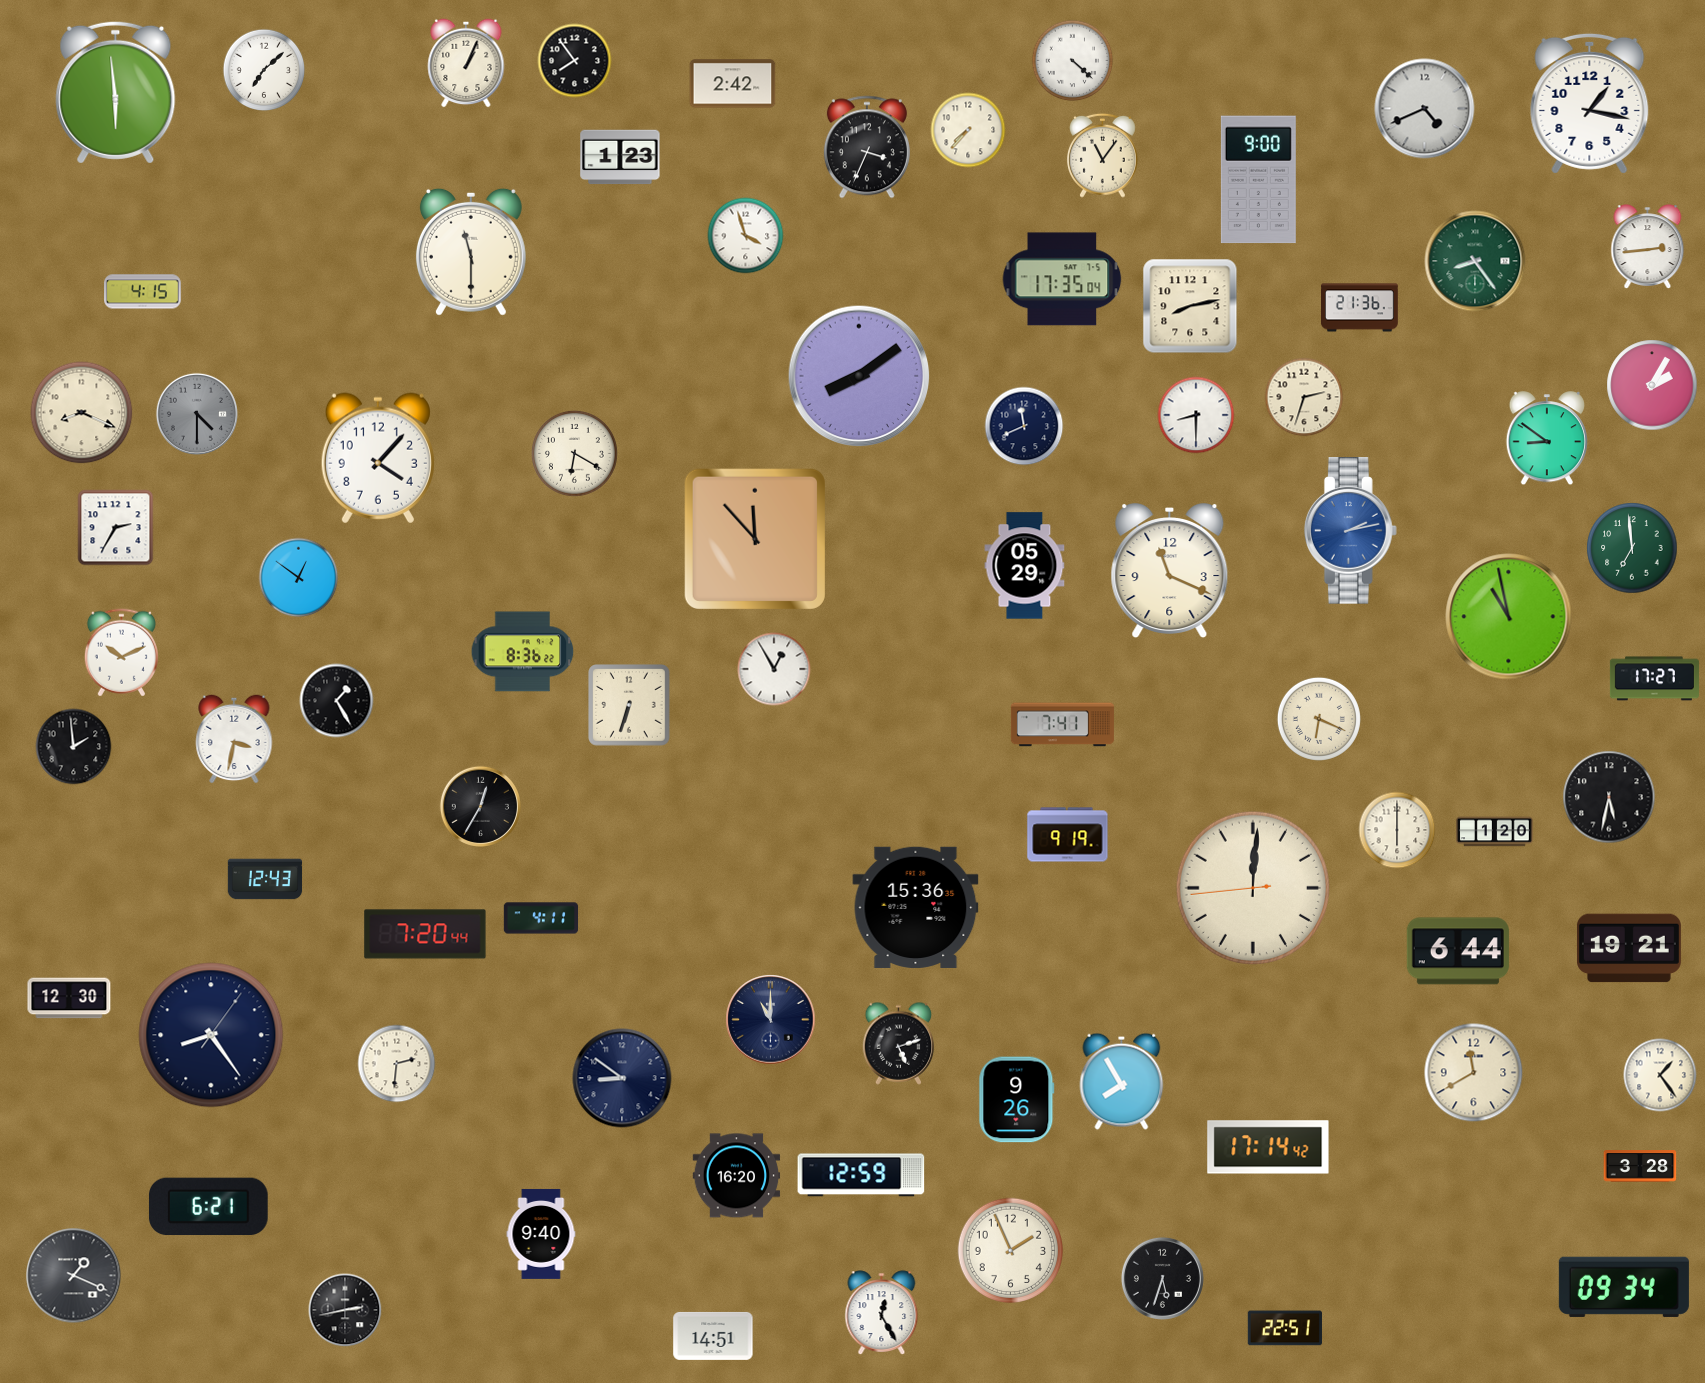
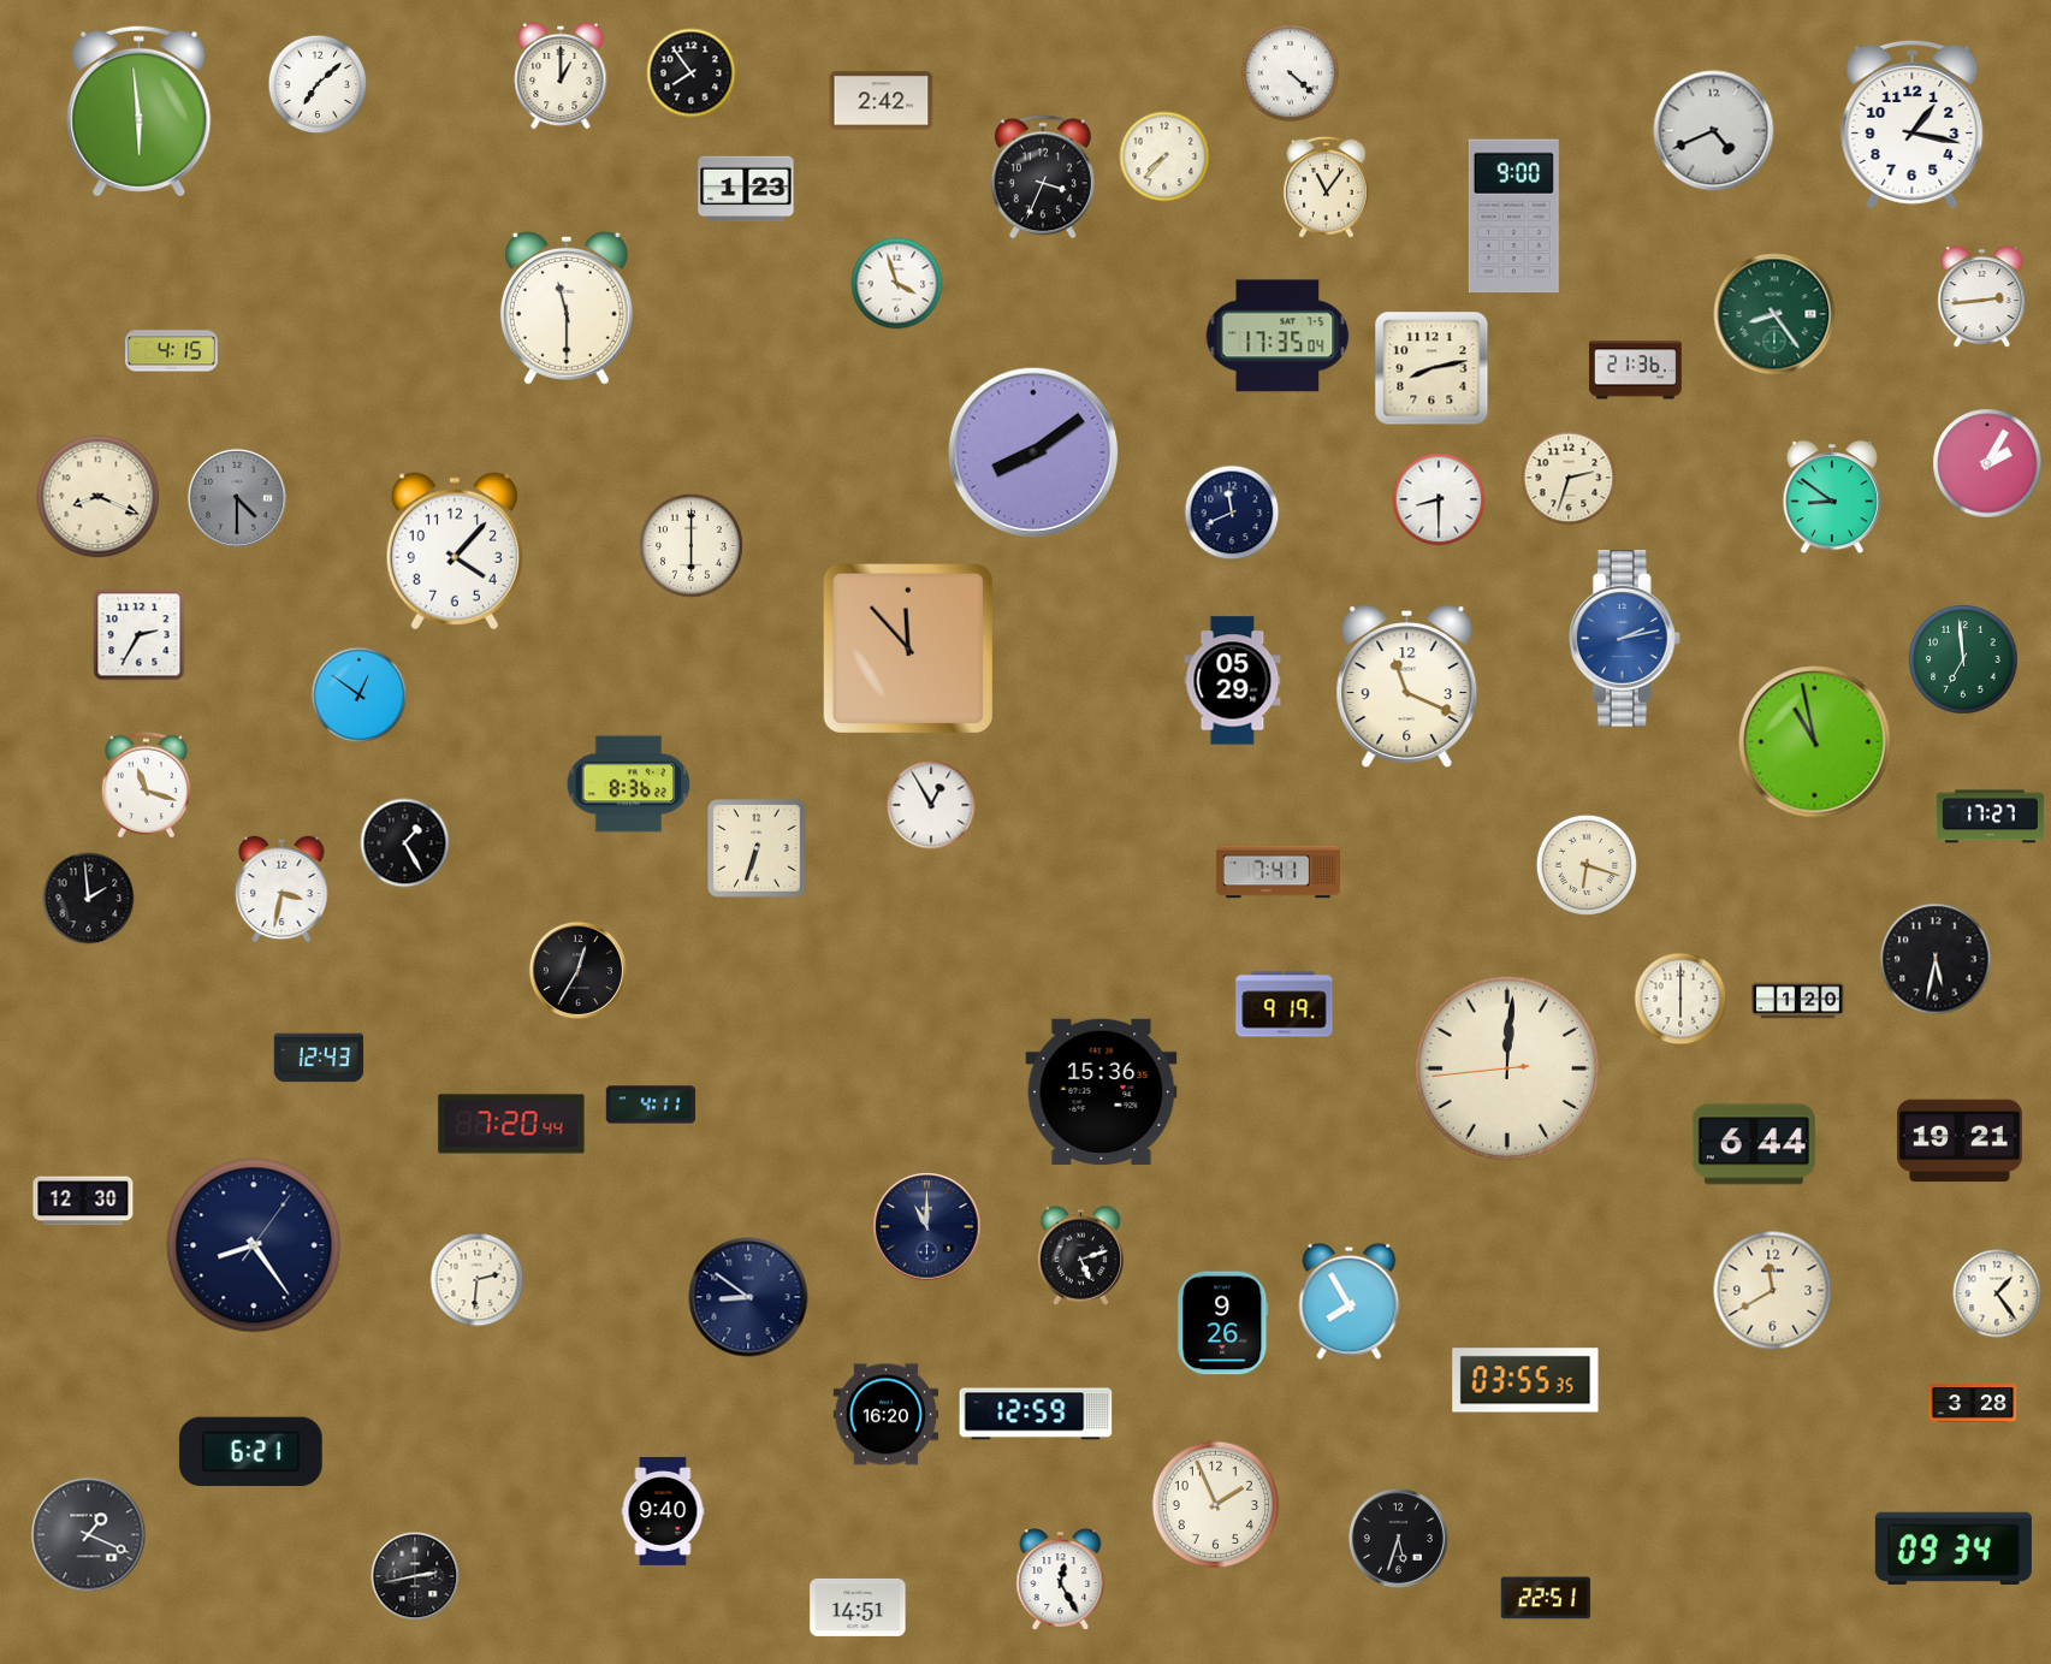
clock at (466, 63): 1:04 -> 1:00
clock at (471, 252) position: (471, 252) -> (567, 308)
clock at (1547, 439) position: (1547, 439) -> (1832, 498)
clock at (574, 453): 6:20 -> 6:00
clock at (121, 653): 10:11 -> 11:18
clock at (1319, 719): 6:19 -> 6:18
clock at (1268, 1147): 17:14 -> 03:55
clock at (541, 1234) position: (541, 1234) -> (663, 1511)
